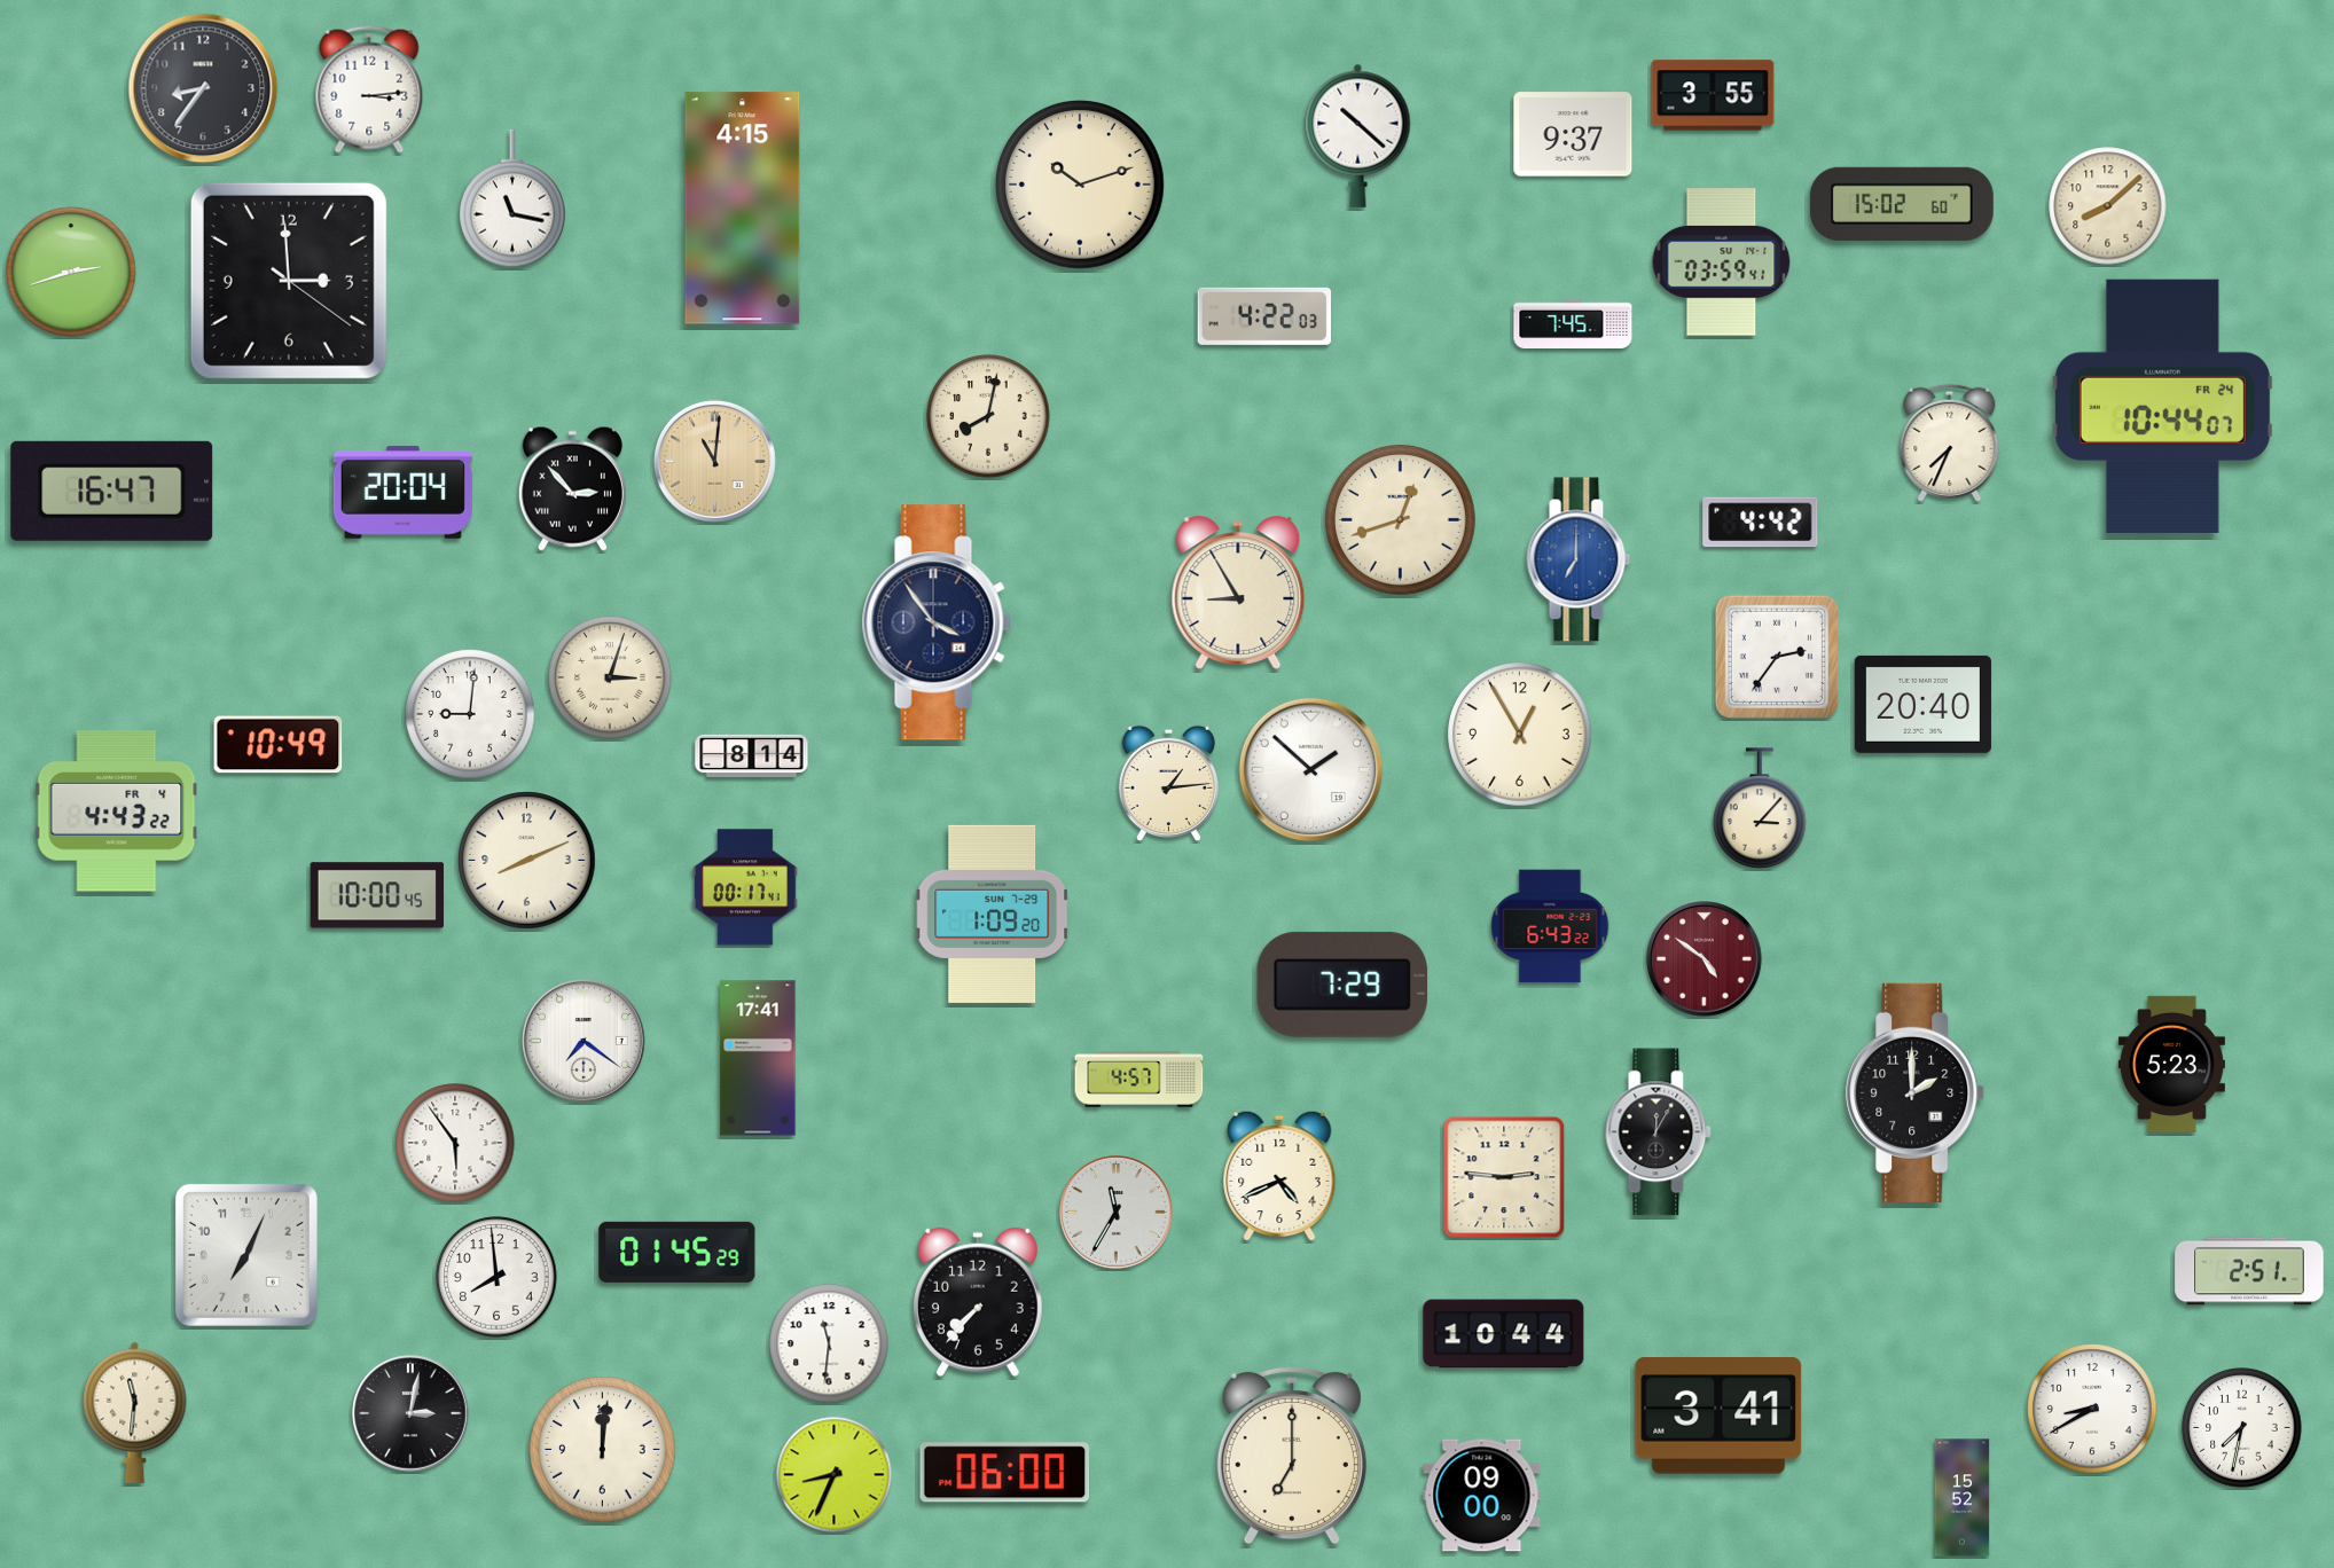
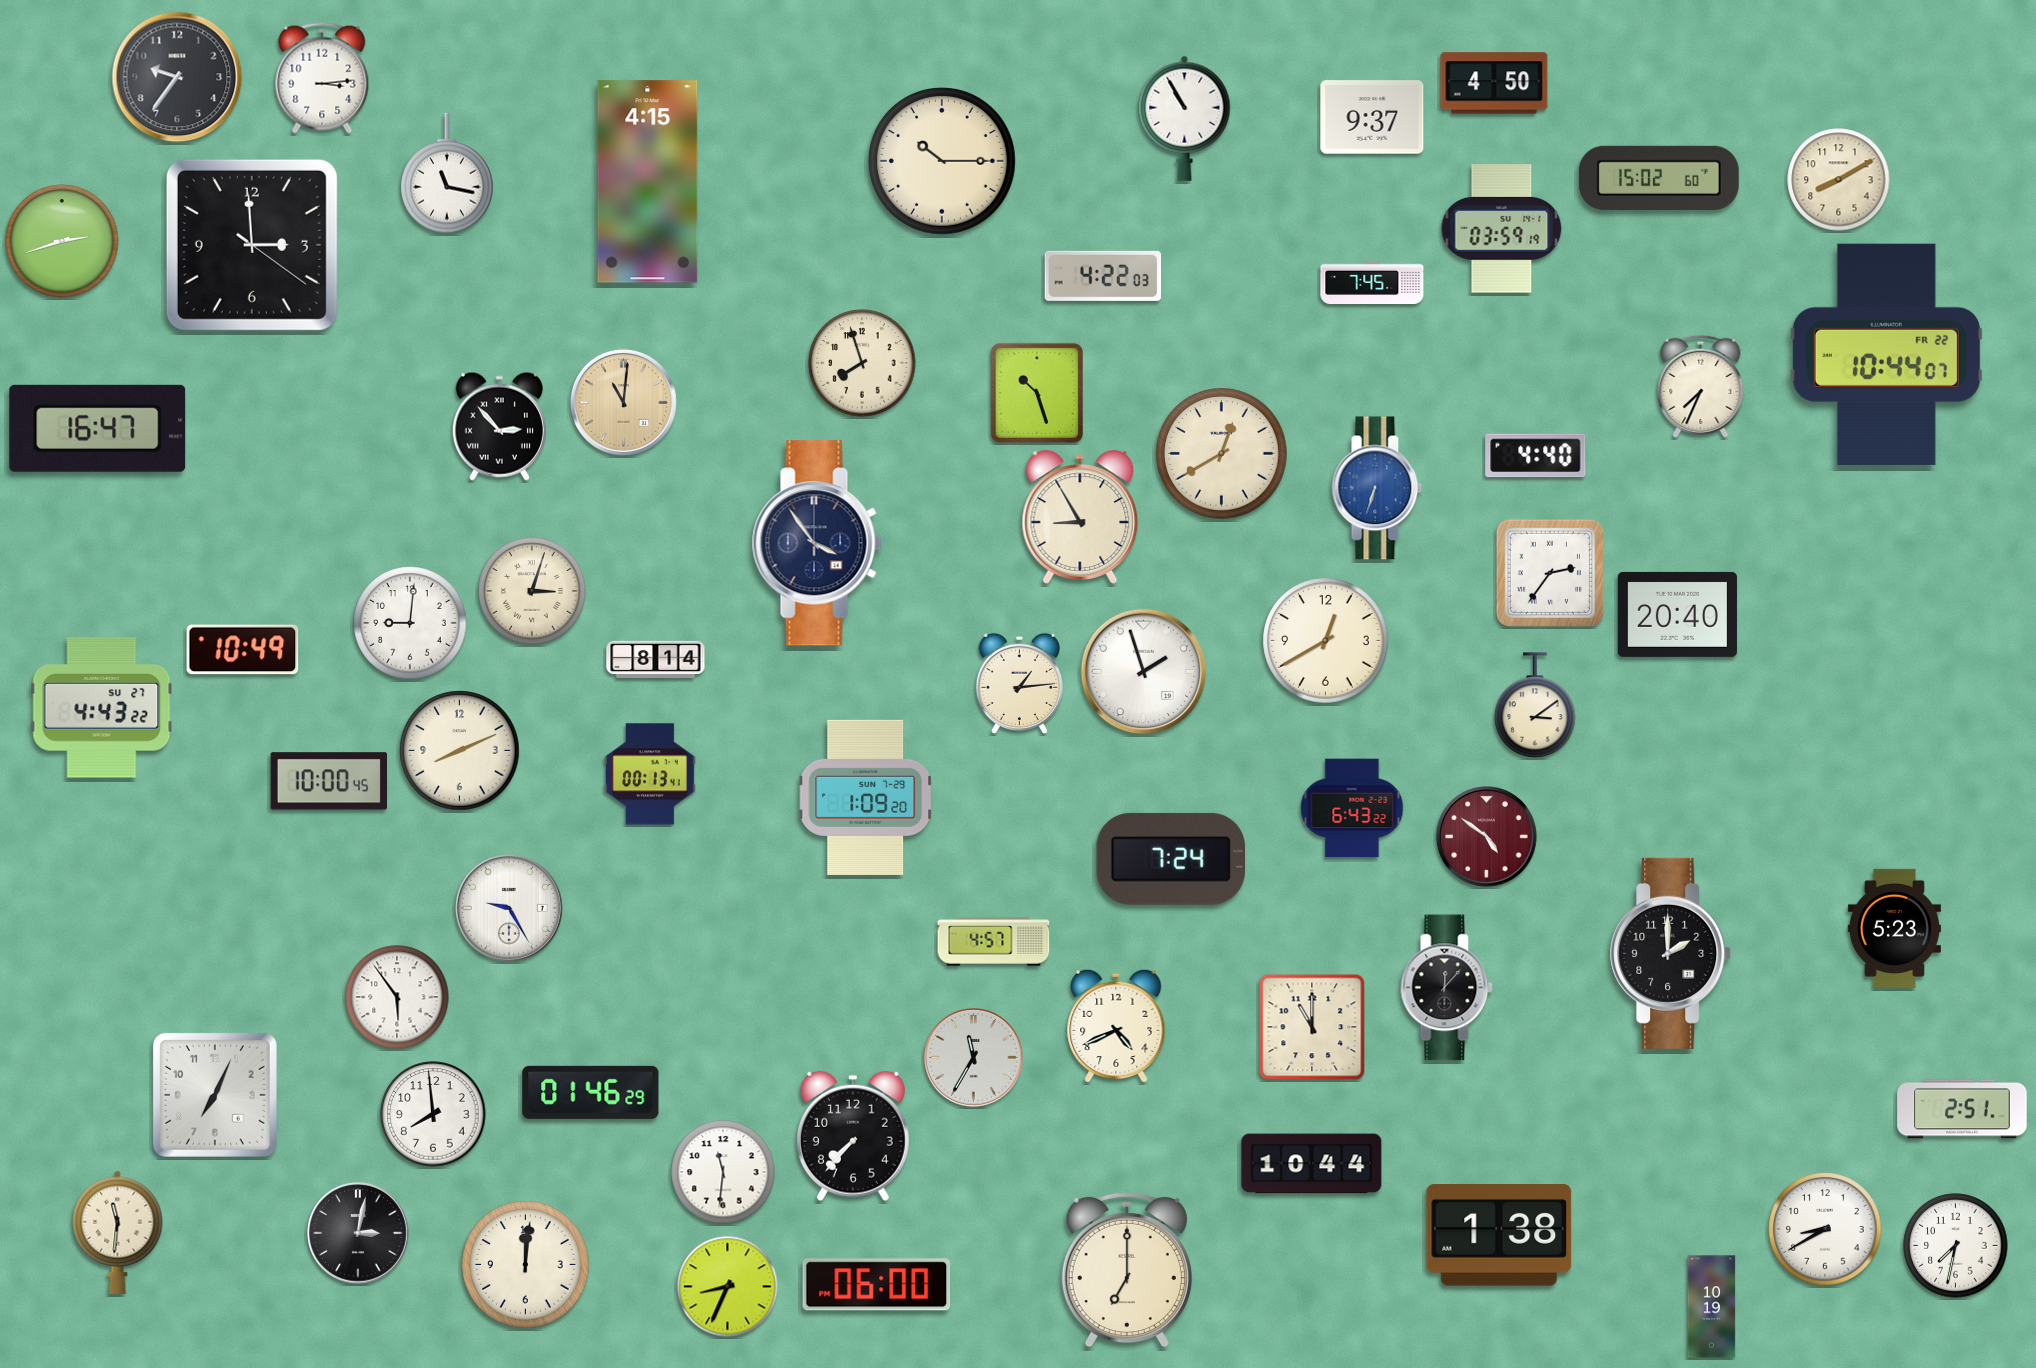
clock at (203, 88): 8:36 -> 9:36
clock at (1713, 95): 3:55 -> 4:50
clock at (1358, 135): 10:22 -> 10:55
clock at (1081, 186): 10:12 -> 10:15
clock at (2108, 206): 8:08 -> 8:10
clock at (1722, 262): 03:59:41 -> 03:59:19
clock at (71, 272) position: (71, 272) -> (62, 241)
clock at (2162, 406) date: FR 24 -> FR 22
clock at (988, 416): 8:02 -> 7:57
clock at (1037, 393): none -> 10:27
clock at (402, 493): 20:04 -> none
clock at (1401, 520): 12:42 -> 12:40
clock at (1761, 523): 4:42 -> 4:40
clock at (1579, 559): 7:00 -> 6:33
clock at (1520, 735): 12:55 -> 12:40
clock at (1311, 770): 1:52 -> 1:57
clock at (1760, 808): 3:07 -> 3:09
clock at (117, 812) date: FR 4 -> SU 27
clock at (745, 887): 00:17 -> 00:13
clock at (1342, 985): 7:29 -> 7:24
clock at (583, 1041): 7:21 -> 9:25
clock at (758, 1058): 17:41 -> none
clock at (1659, 1132): 12:05 -> 12:07
clock at (1504, 1177): 2:46 -> 11:00
clock at (678, 1252): 01:45 -> 01:46
clock at (1718, 1416): 3:41 -> 1:38
clock at (1482, 1496): 09:00 -> none
clock at (1963, 1498): 15:52 -> 10:19
